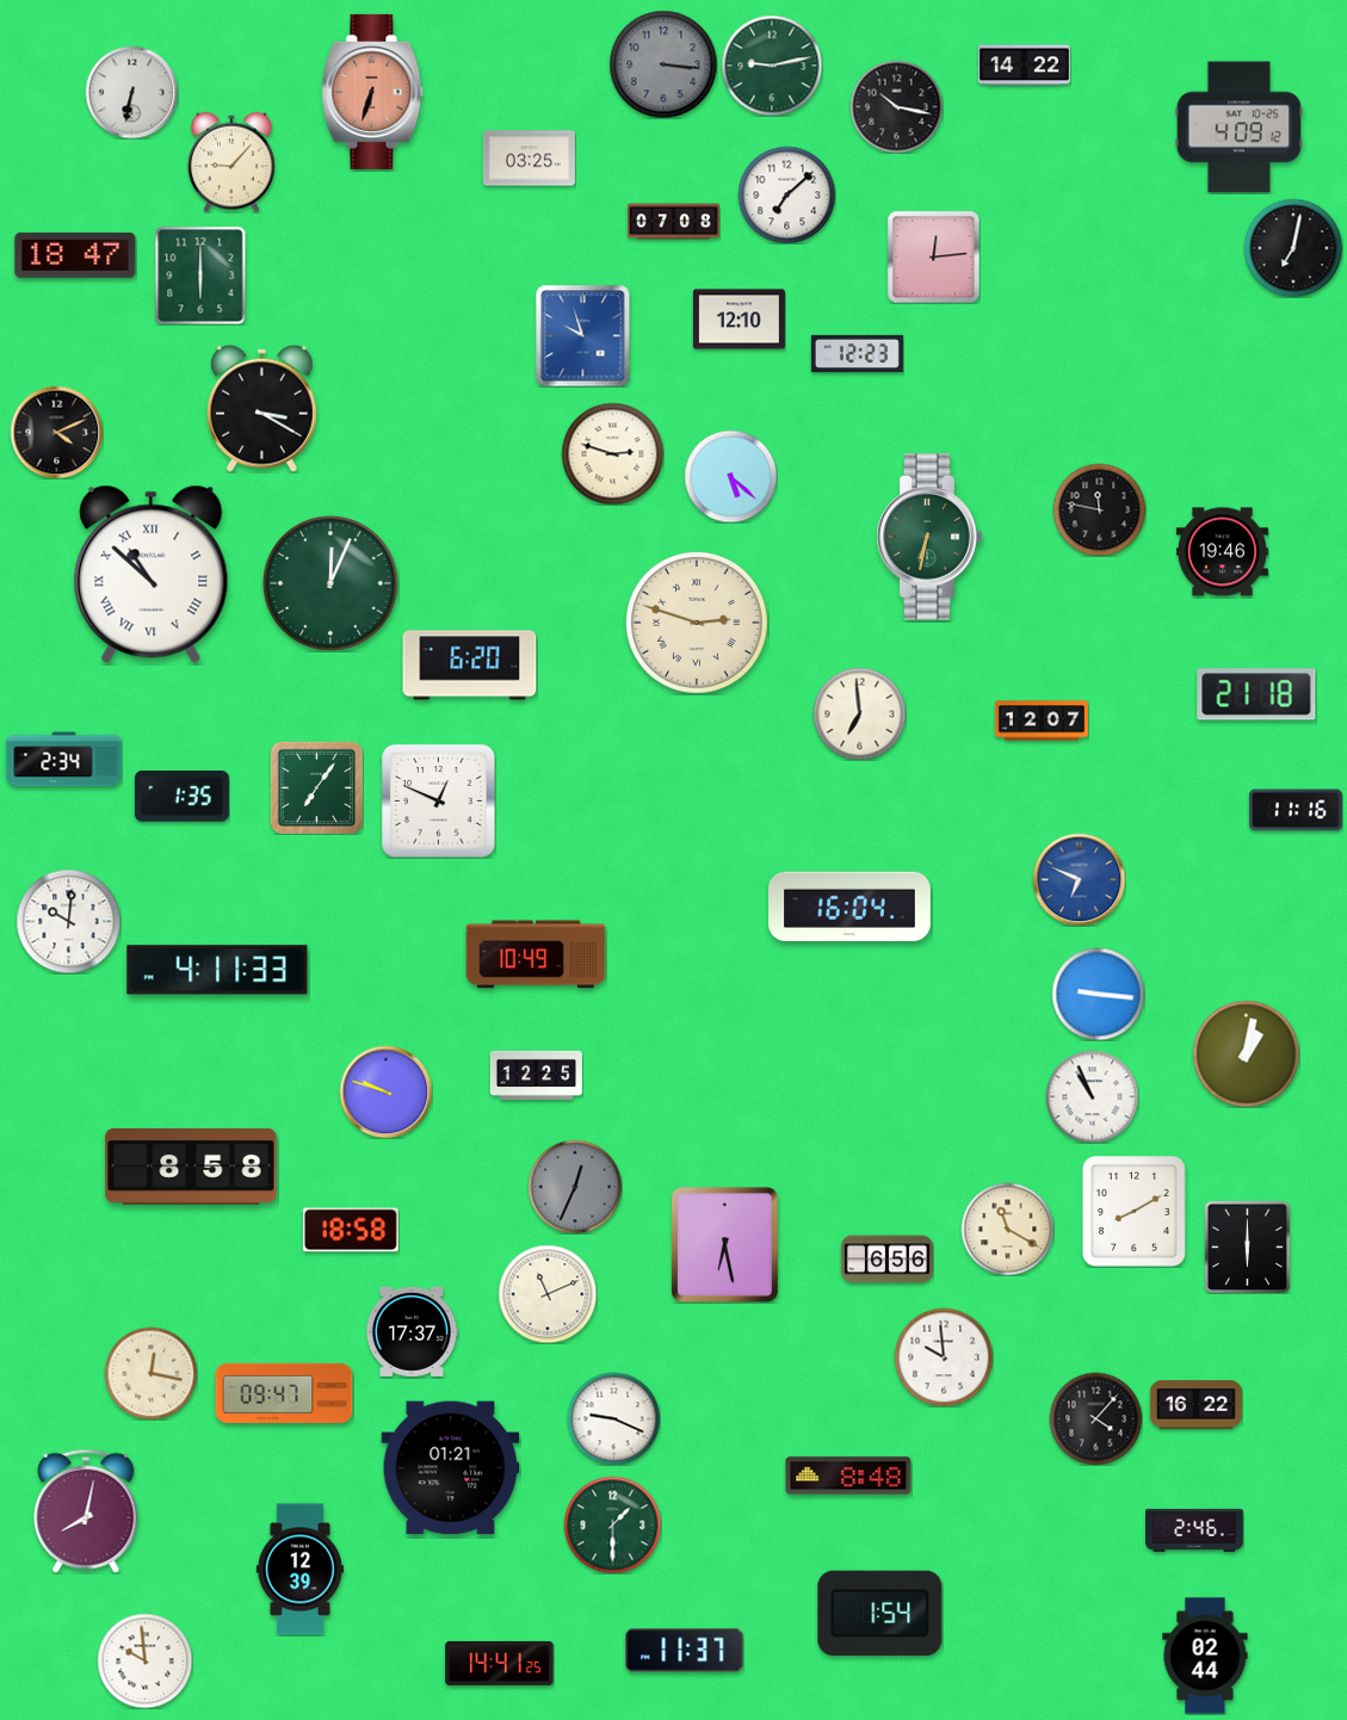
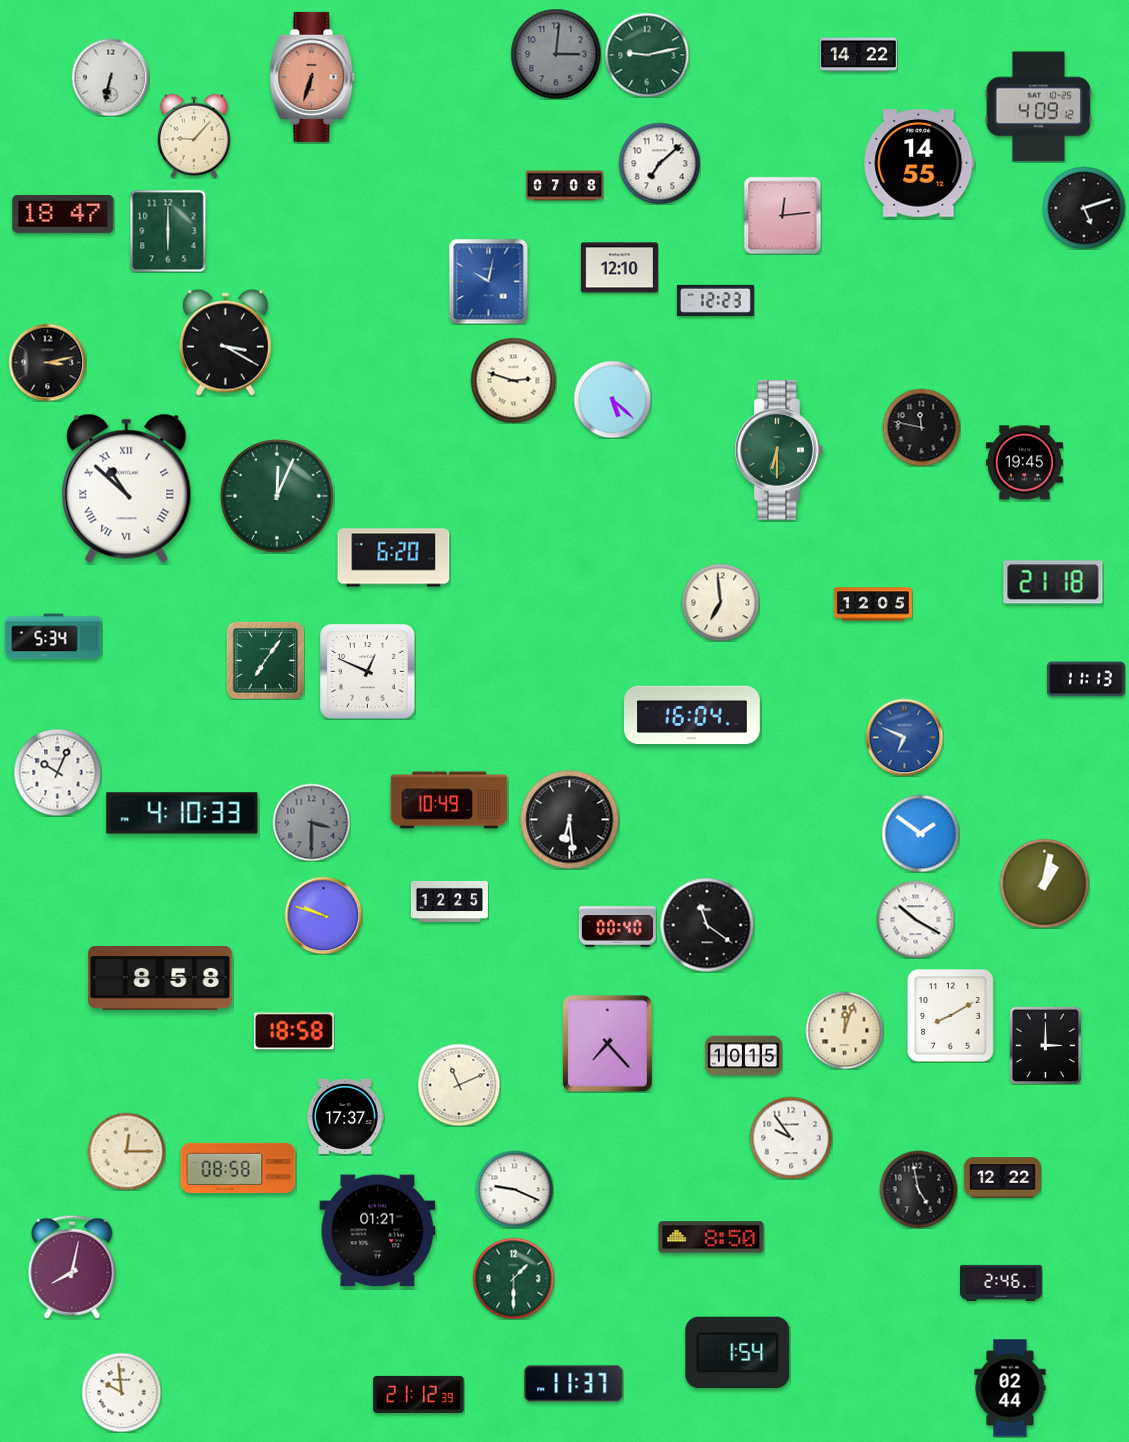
clock at (663, 64): 3:16 -> 3:01
clock at (896, 106): 10:17 -> none
clock at (529, 159): 03:25 -> none
clock at (919, 164): none -> 14:55
clock at (1293, 248): 7:02 -> 5:12
clock at (583, 335): 9:57 -> 10:02
clock at (857, 353) position: (857, 353) -> (715, 300)
clock at (261, 408) position: (261, 408) -> (225, 342)
clock at (56, 432): 4:11 -> 3:13
clock at (929, 537): 6:32 -> 6:30
clock at (1222, 552): 19:46 -> 19:45
clock at (152, 574) position: (152, 574) -> (127, 488)
clock at (330, 583) position: (330, 583) -> (277, 496)
clock at (697, 623): 2:48 -> none
clock at (859, 713) position: (859, 713) -> (720, 602)
clock at (1042, 720): 12:07 -> 12:05
clock at (64, 760): 2:34 -> 5:34
clock at (181, 797): 1:35 -> none
clock at (1296, 810): 11:16 -> 11:13
clock at (849, 907) position: (849, 907) -> (692, 715)
clock at (68, 921): 10:01 -> 10:04
clock at (217, 970): 4:11 -> 4:10
clock at (570, 820): none -> 6:29
clock at (311, 822): none -> 3:30
clock at (1098, 994): 9:16 -> 1:51
clock at (1092, 1096): 10:56 -> 10:20
clock at (707, 925): none -> 11:21
clock at (617, 927): none -> 00:40
clock at (575, 1187): 12:34 -> none
clock at (1007, 1229): 11:20 -> 12:03
clock at (724, 1244): 6:28 -> 7:23
clock at (1247, 1246): 6:00 -> 3:00
clock at (886, 1260): 6:56 -> 10:15
clock at (944, 1357): 9:59 -> 9:54
clock at (150, 1373): 12:17 -> 12:15
clock at (284, 1393): 09:47 -> 08:58
clock at (1195, 1405): 16:22 -> 12:22
clock at (1095, 1418): 4:07 -> 4:58
clock at (848, 1475): 8:48 -> 8:50
clock at (299, 1570): 12:39 -> none
clock at (500, 1663): 14:41 -> 21:12
